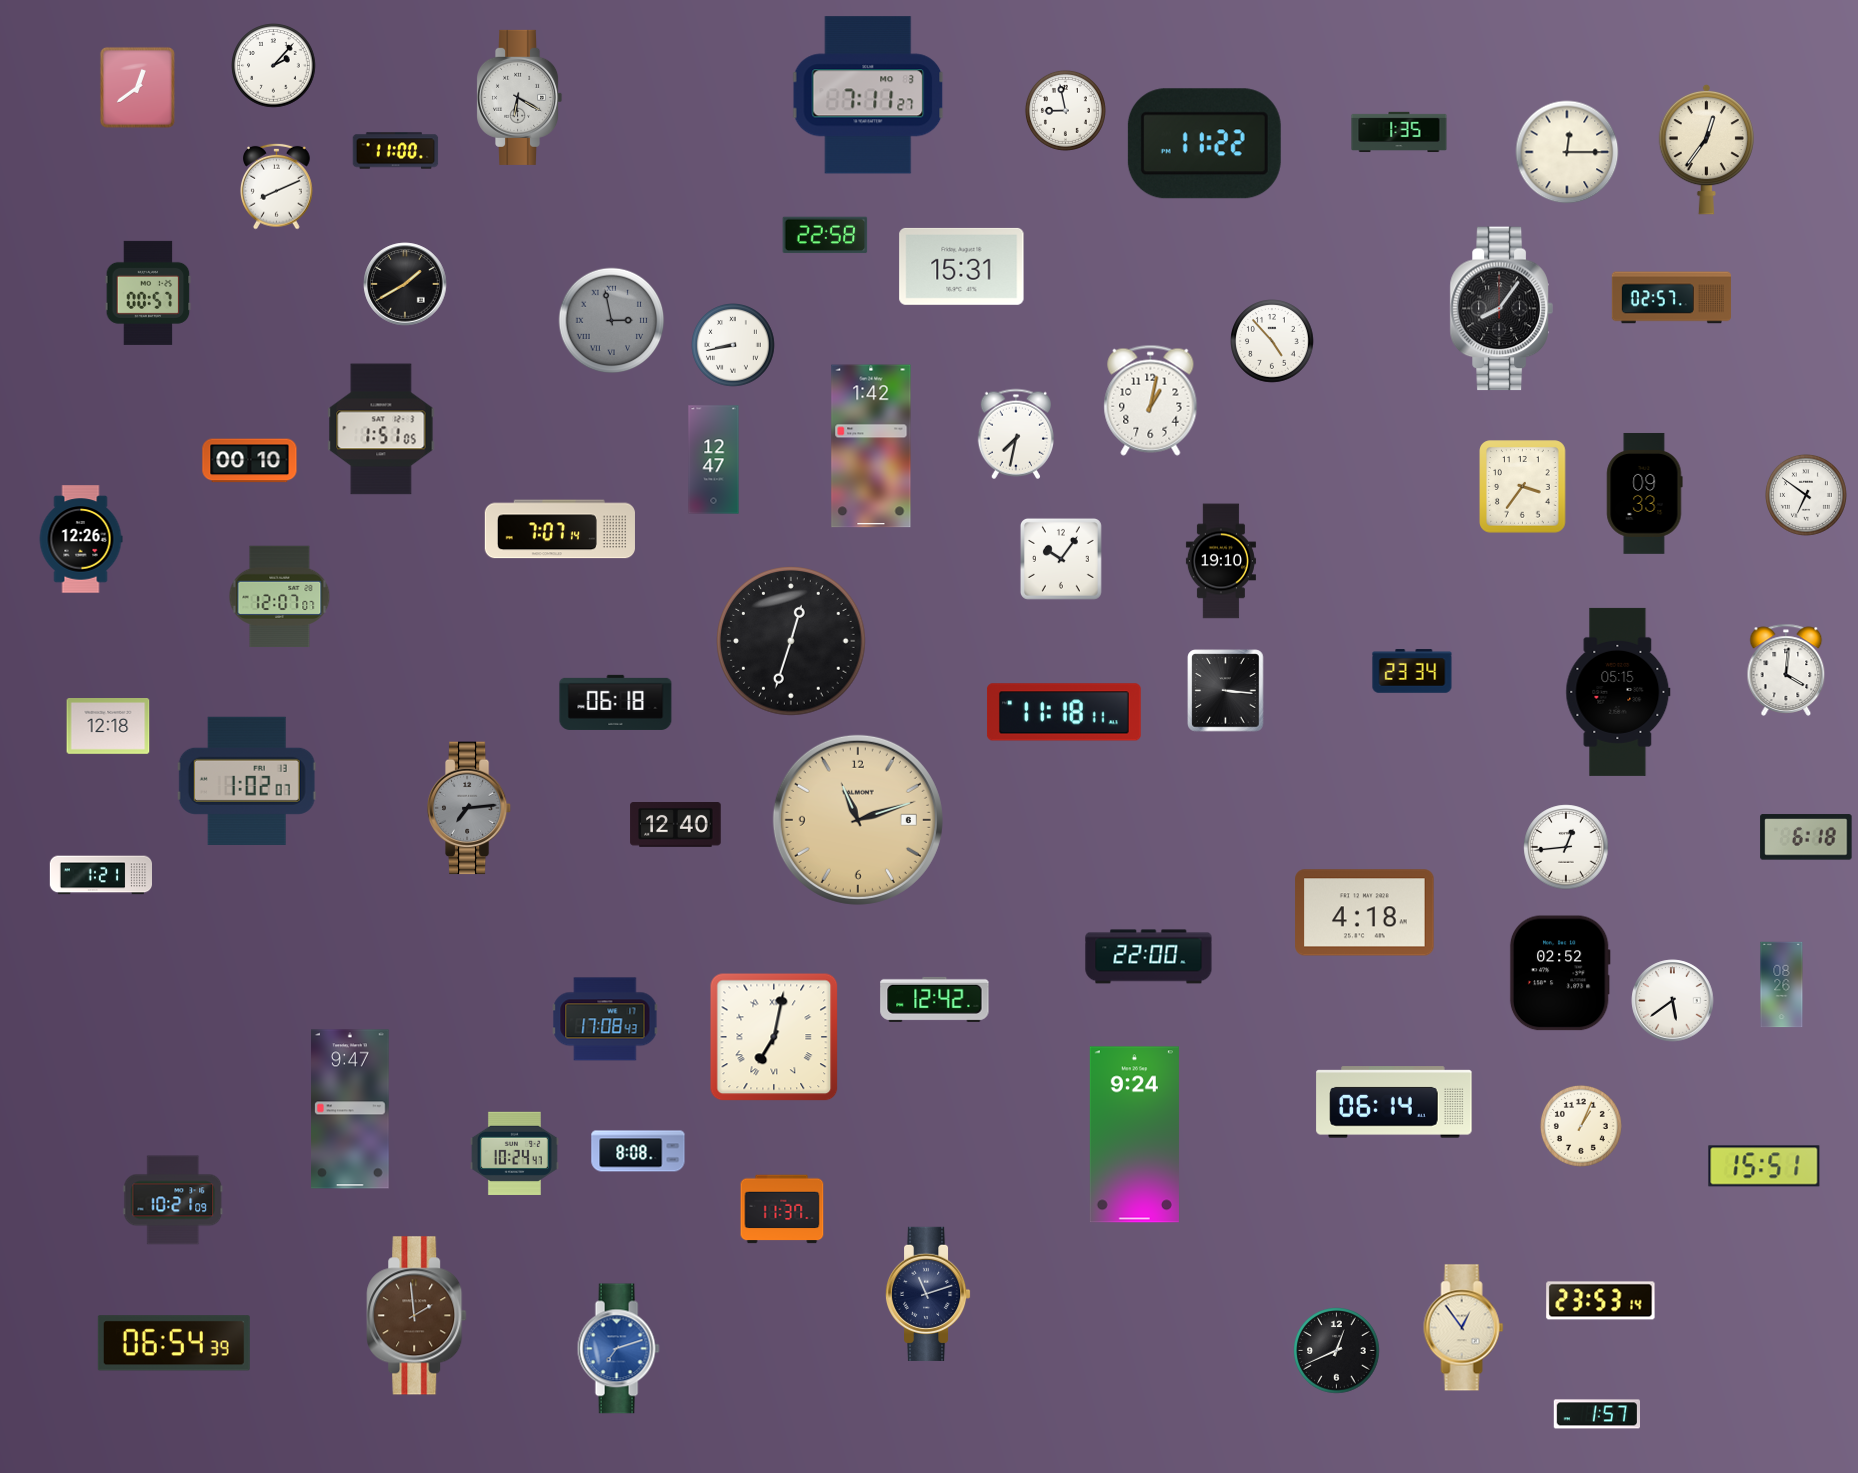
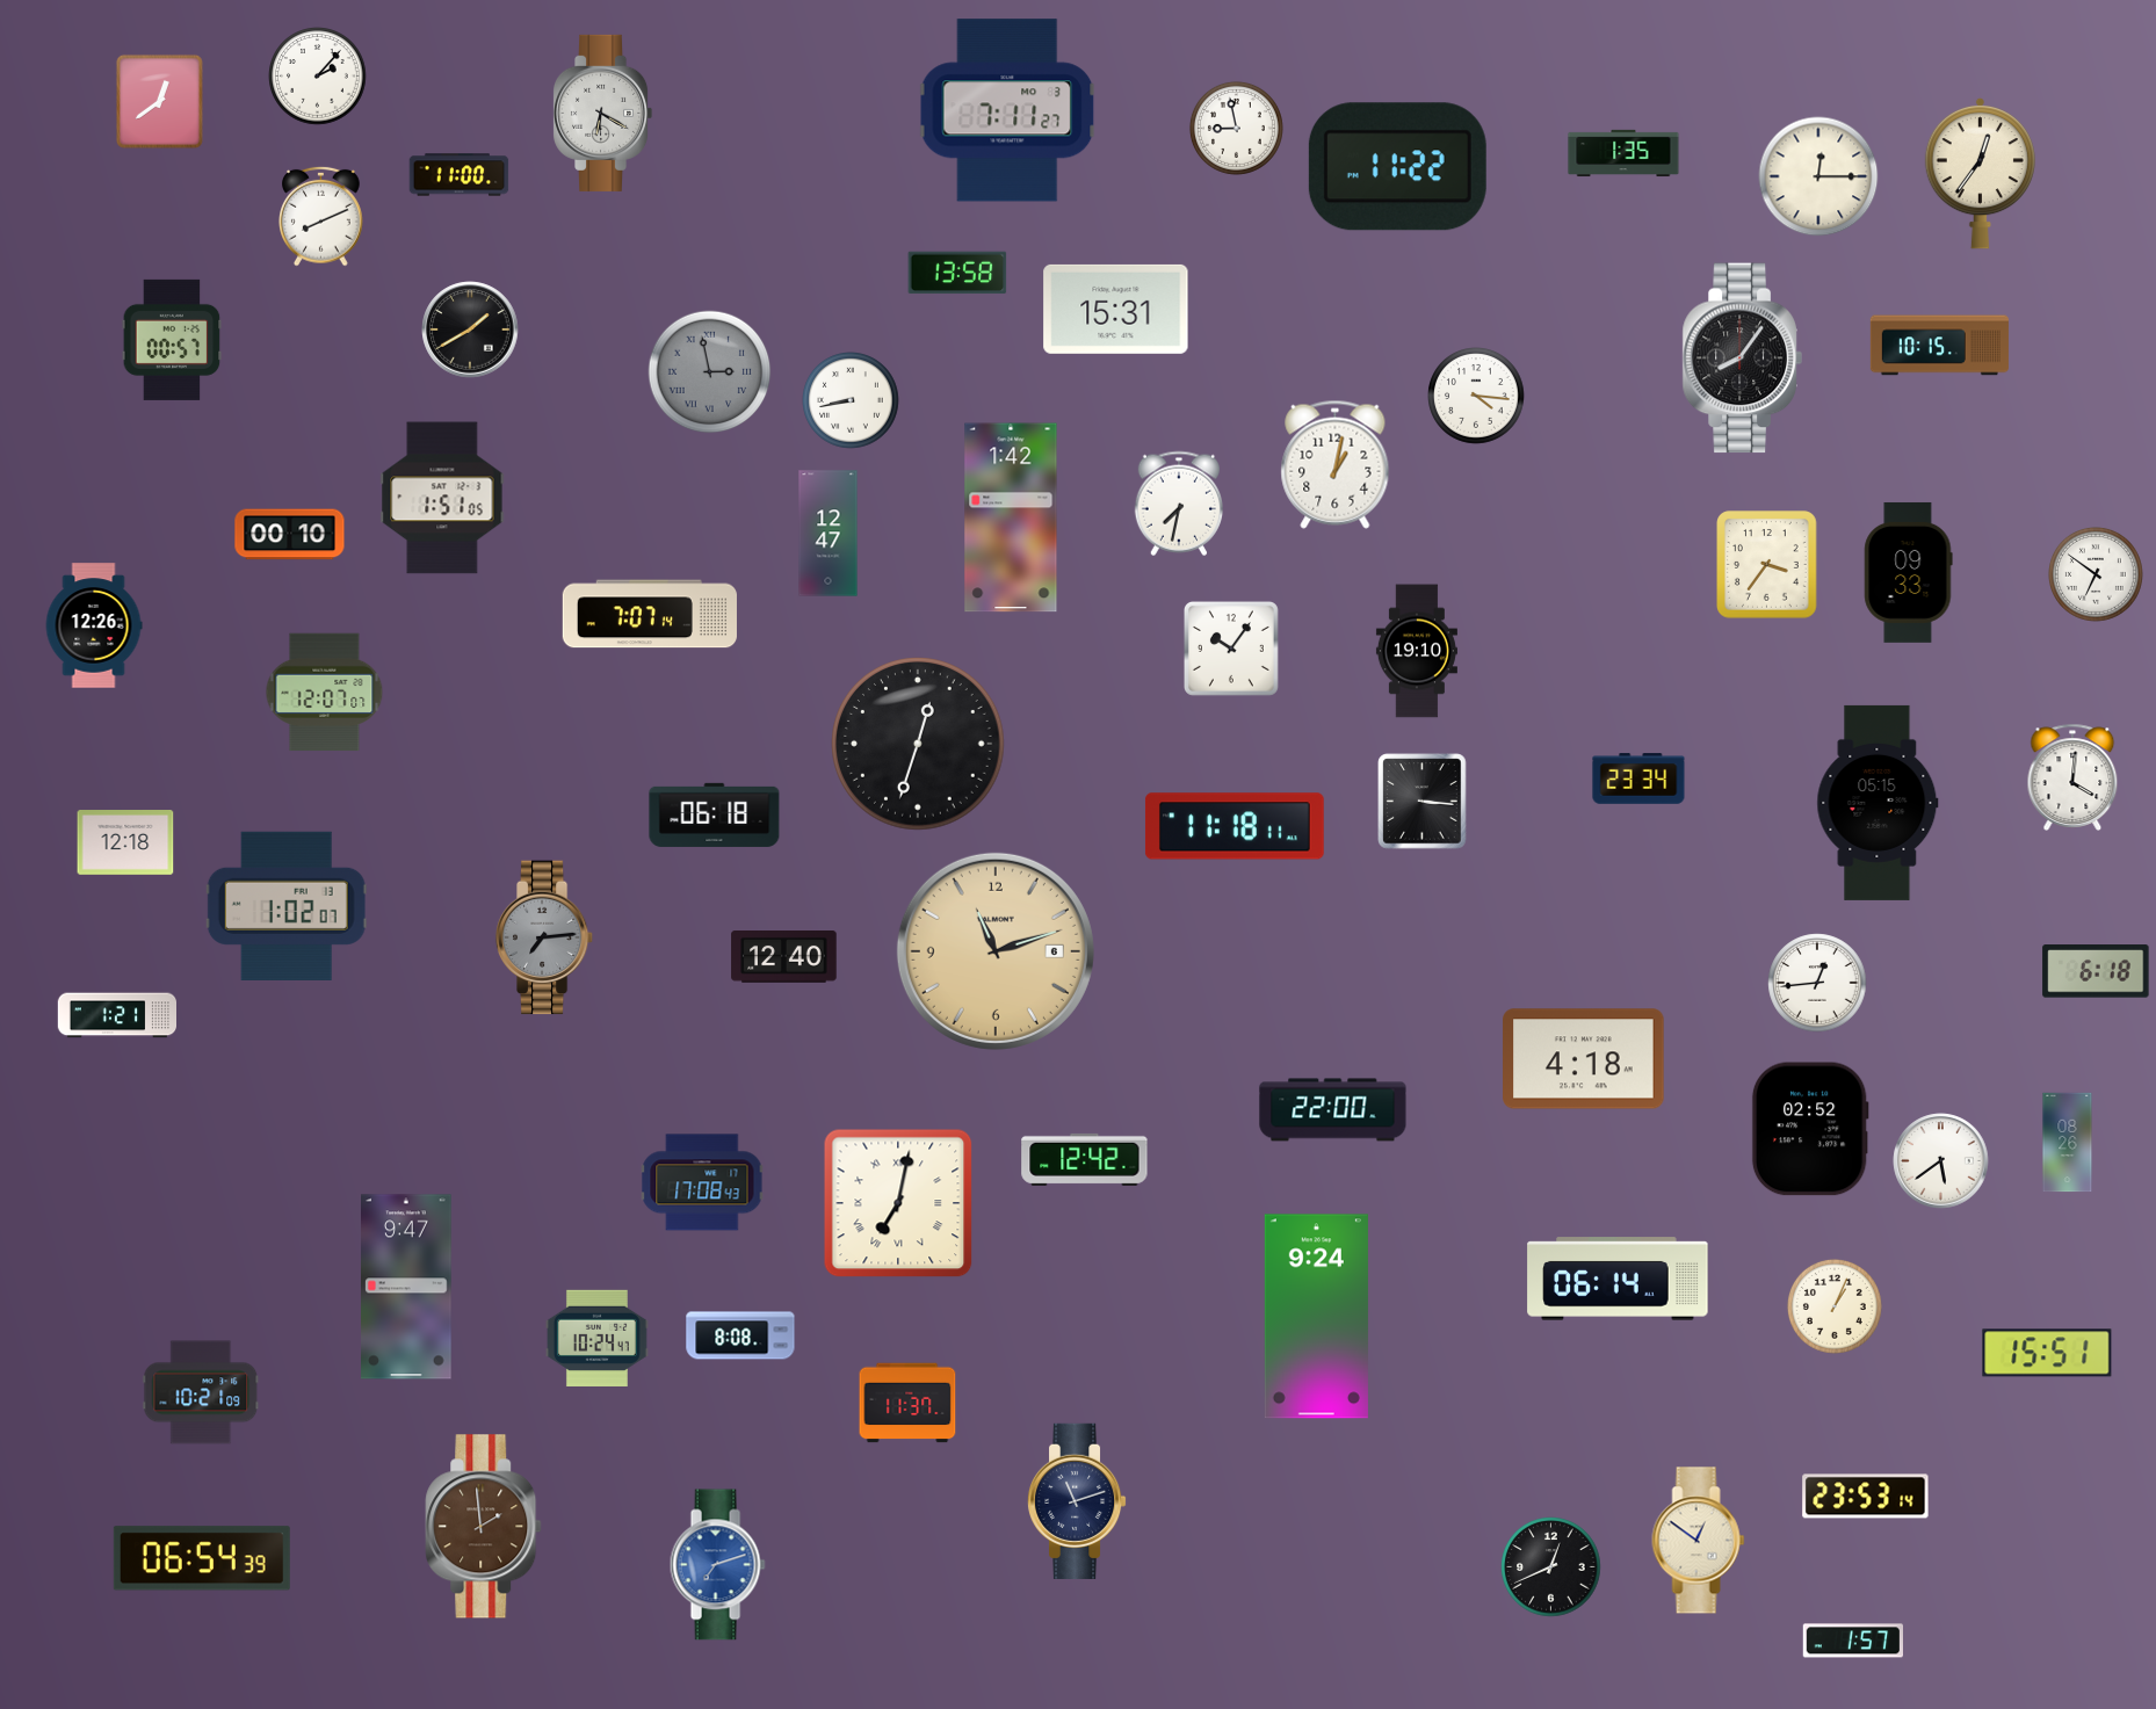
clock at (825, 235): 22:58 -> 13:58
clock at (1671, 298): 02:57 -> 10:15
clock at (1272, 341): 4:53 -> 4:16
clock at (1601, 1301) position: (1601, 1301) -> (1866, 1497)
clock at (1464, 1328): 12:54 -> 12:51
